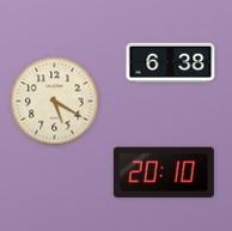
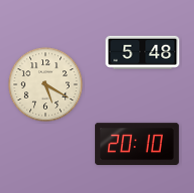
clock at (171, 62): 6:38 -> 5:48
